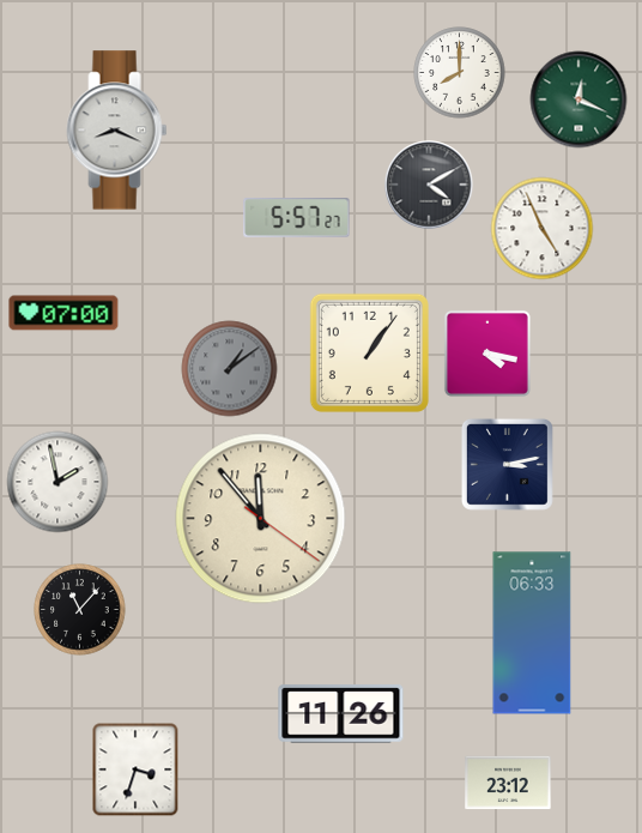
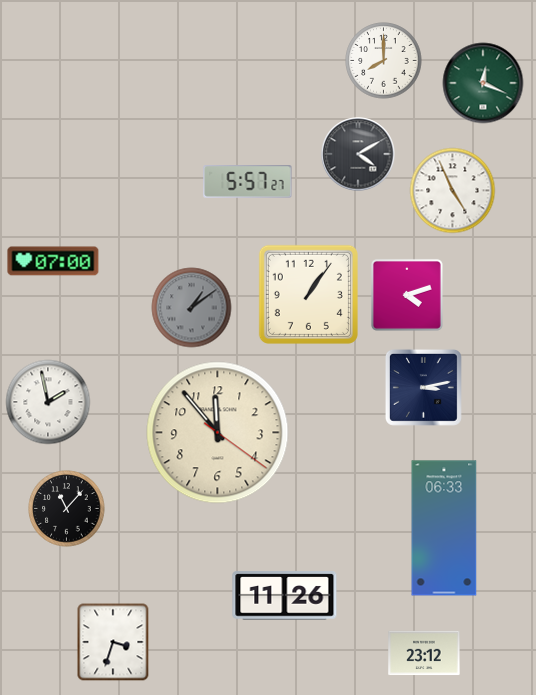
clock at (117, 131): 8:19 -> none
clock at (487, 354): 4:17 -> 4:12
